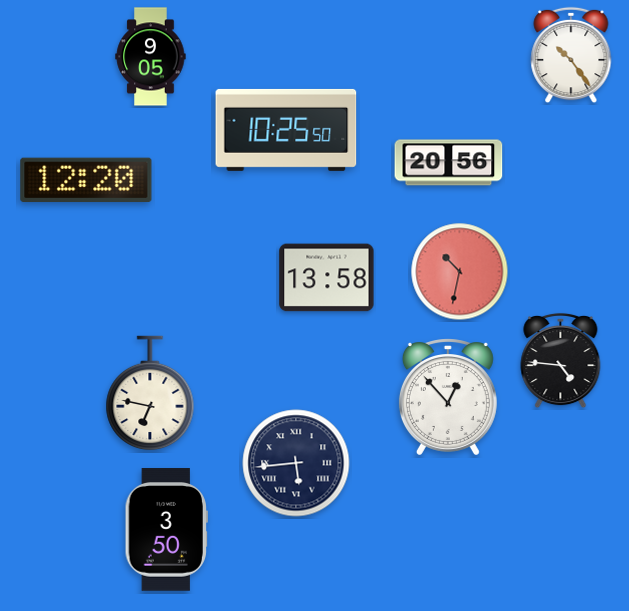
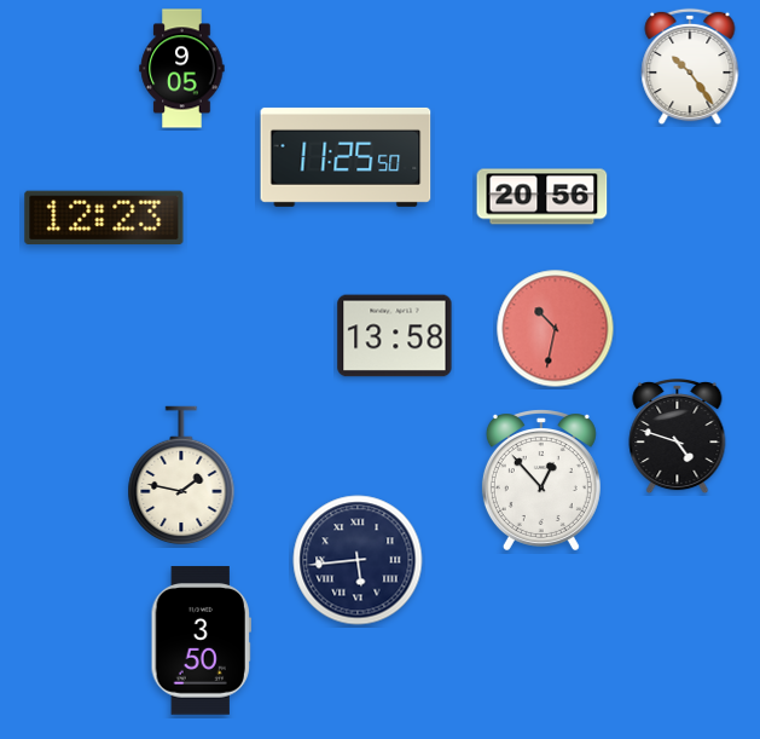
clock at (286, 130): 10:25 -> 11:25
clock at (86, 180): 12:20 -> 12:23
clock at (561, 361): 4:46 -> 4:48
clock at (150, 393): 6:47 -> 1:47
